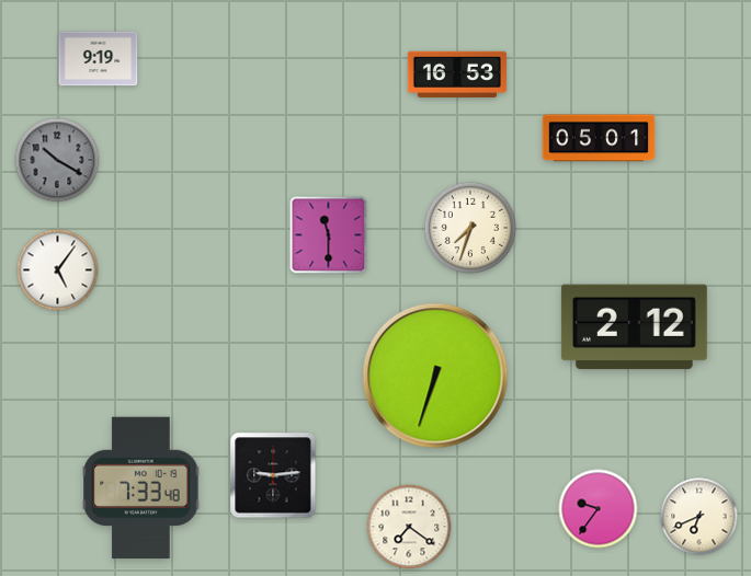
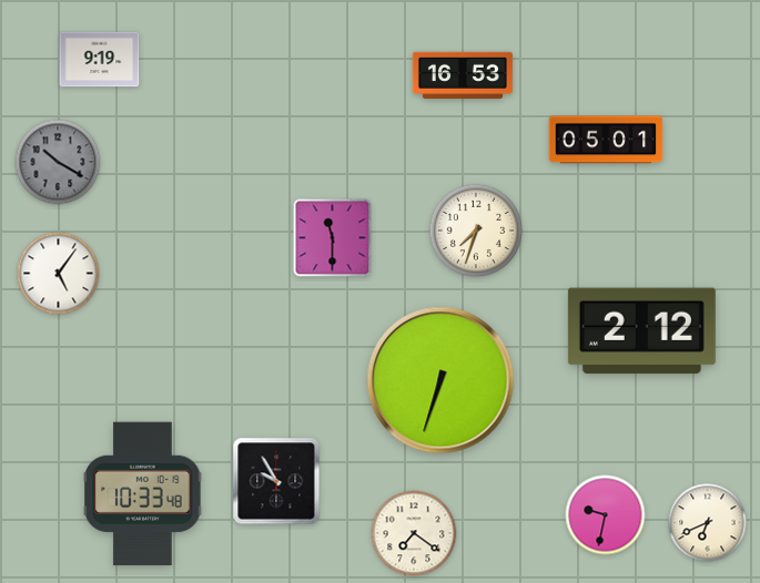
clock at (273, 475): 9:14 -> 9:55
clock at (141, 488): 7:33 -> 10:33
clock at (599, 509): 9:36 -> 9:32
